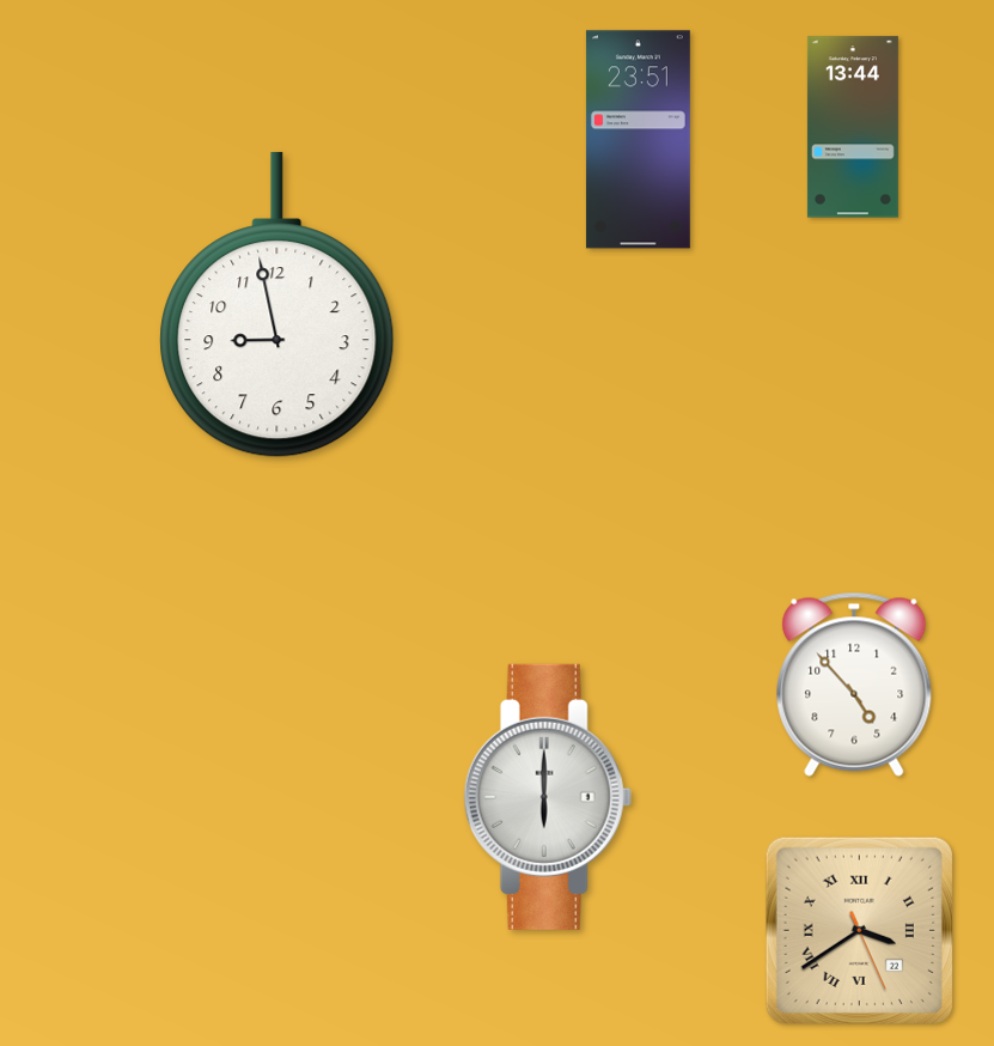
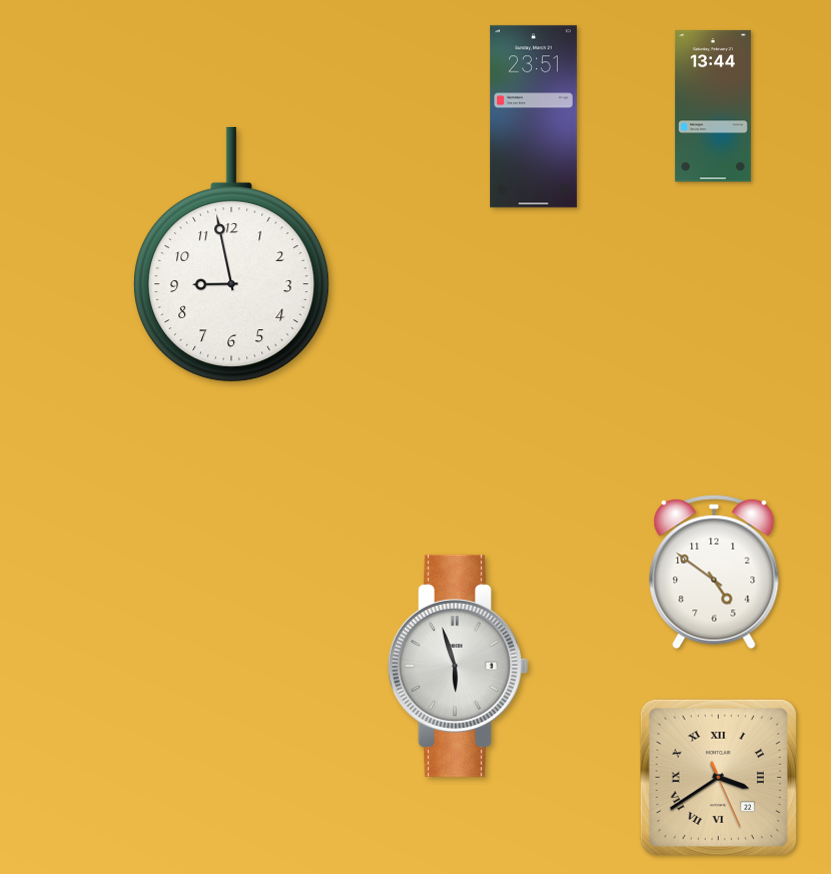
clock at (854, 685): 4:53 -> 4:51
clock at (548, 797): 6:00 -> 5:57
